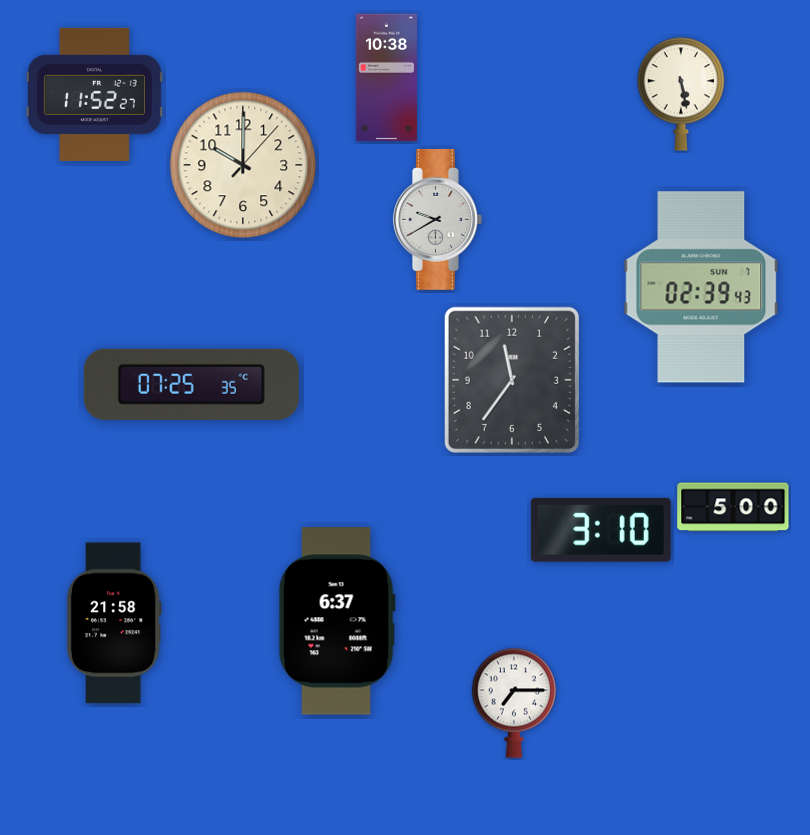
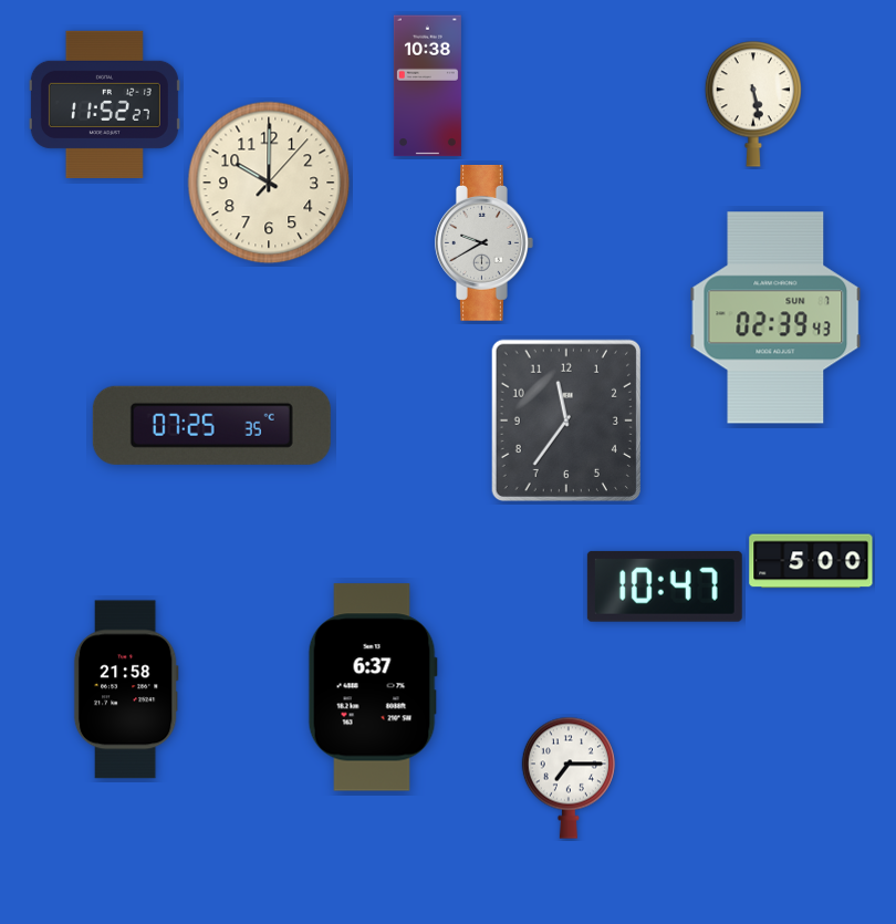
clock at (601, 530): 3:10 -> 10:47
